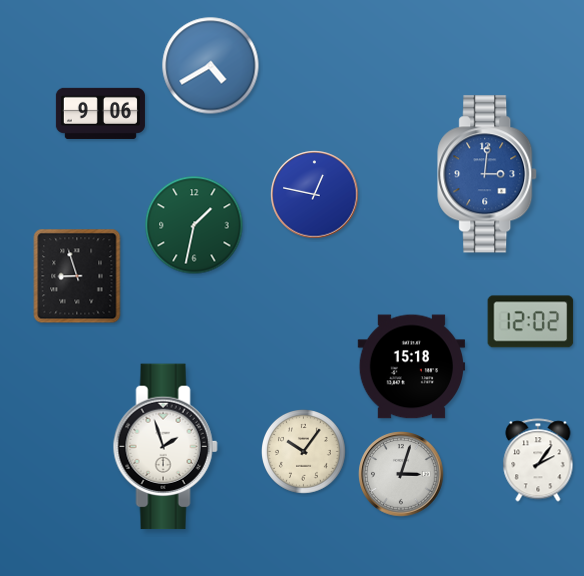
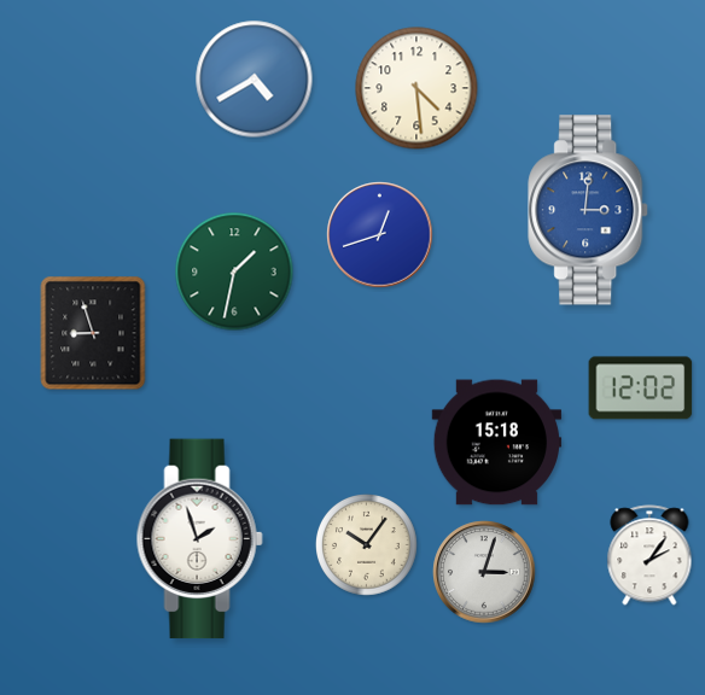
clock at (416, 88): none -> 4:29
clock at (100, 113): 9:06 -> none
clock at (315, 195): 12:47 -> 12:42
